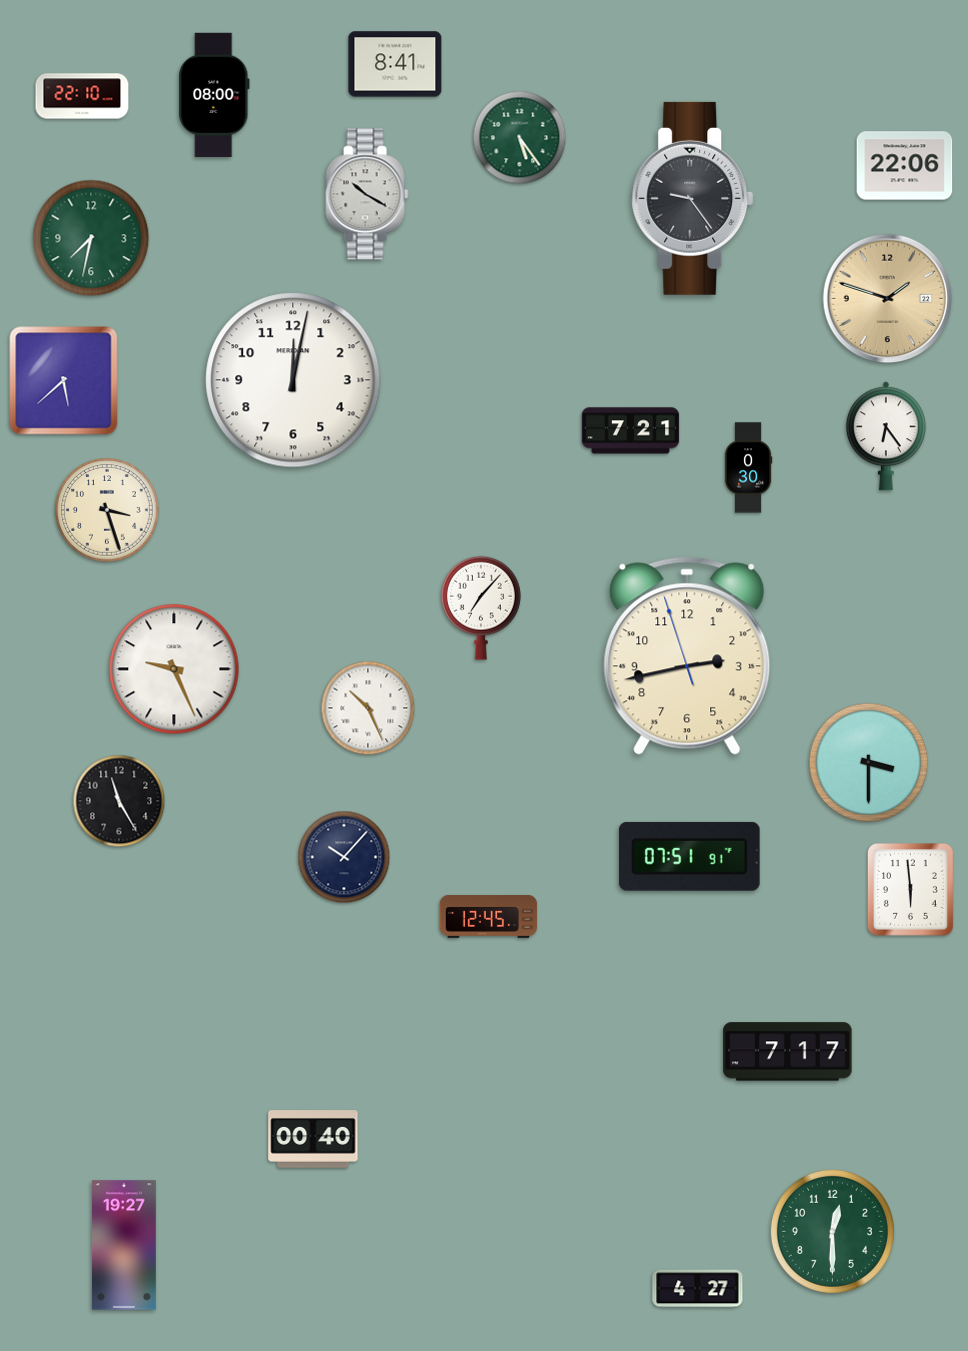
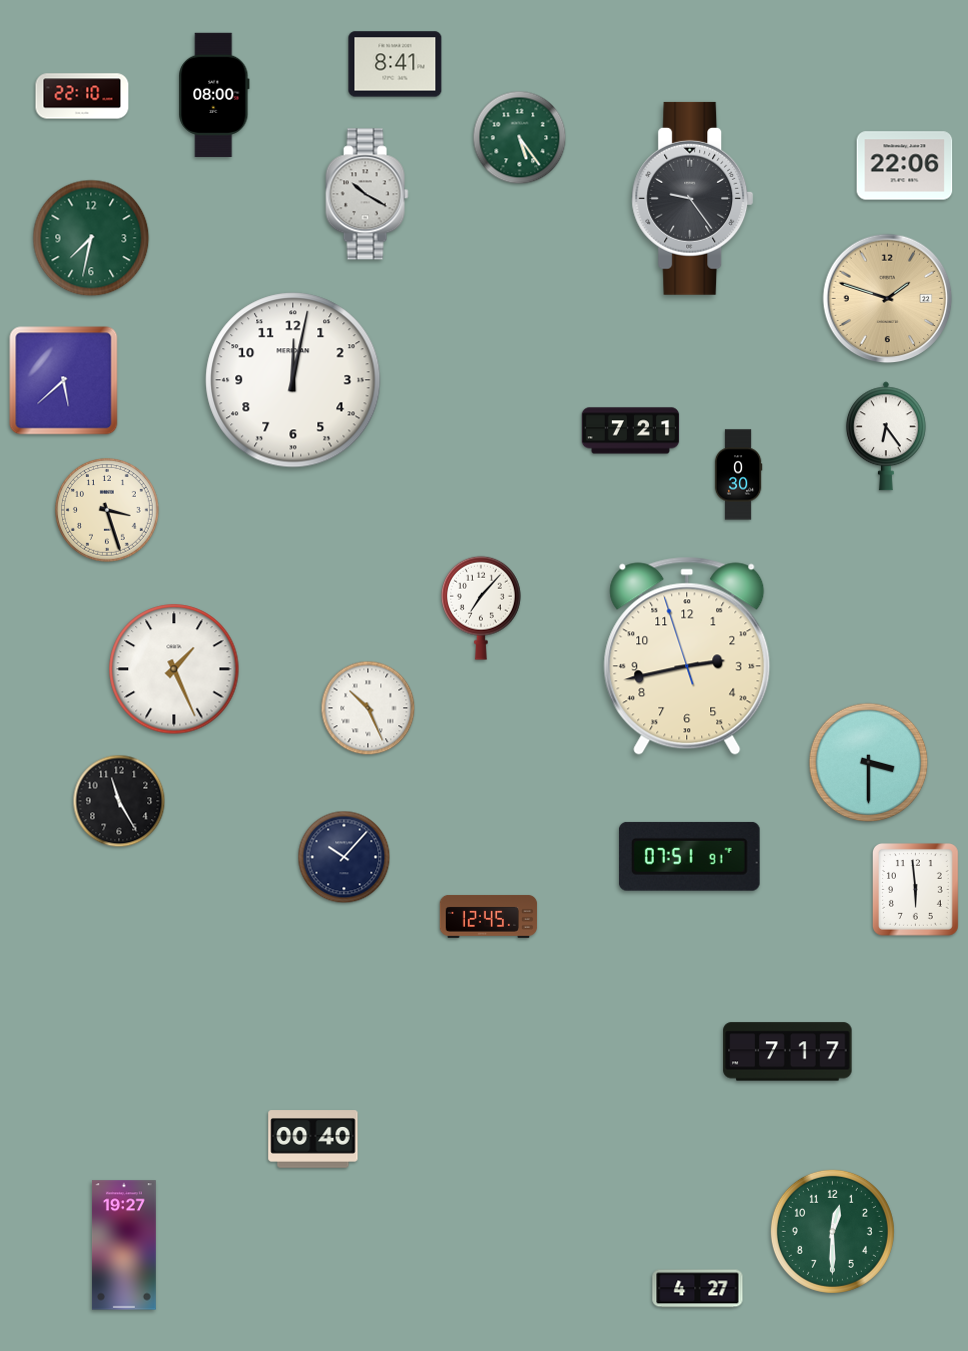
clock at (748, 468) position: (748, 468) -> (738, 475)
clock at (174, 669): 9:26 -> 1:26
clock at (911, 890) position: (911, 890) -> (916, 890)
